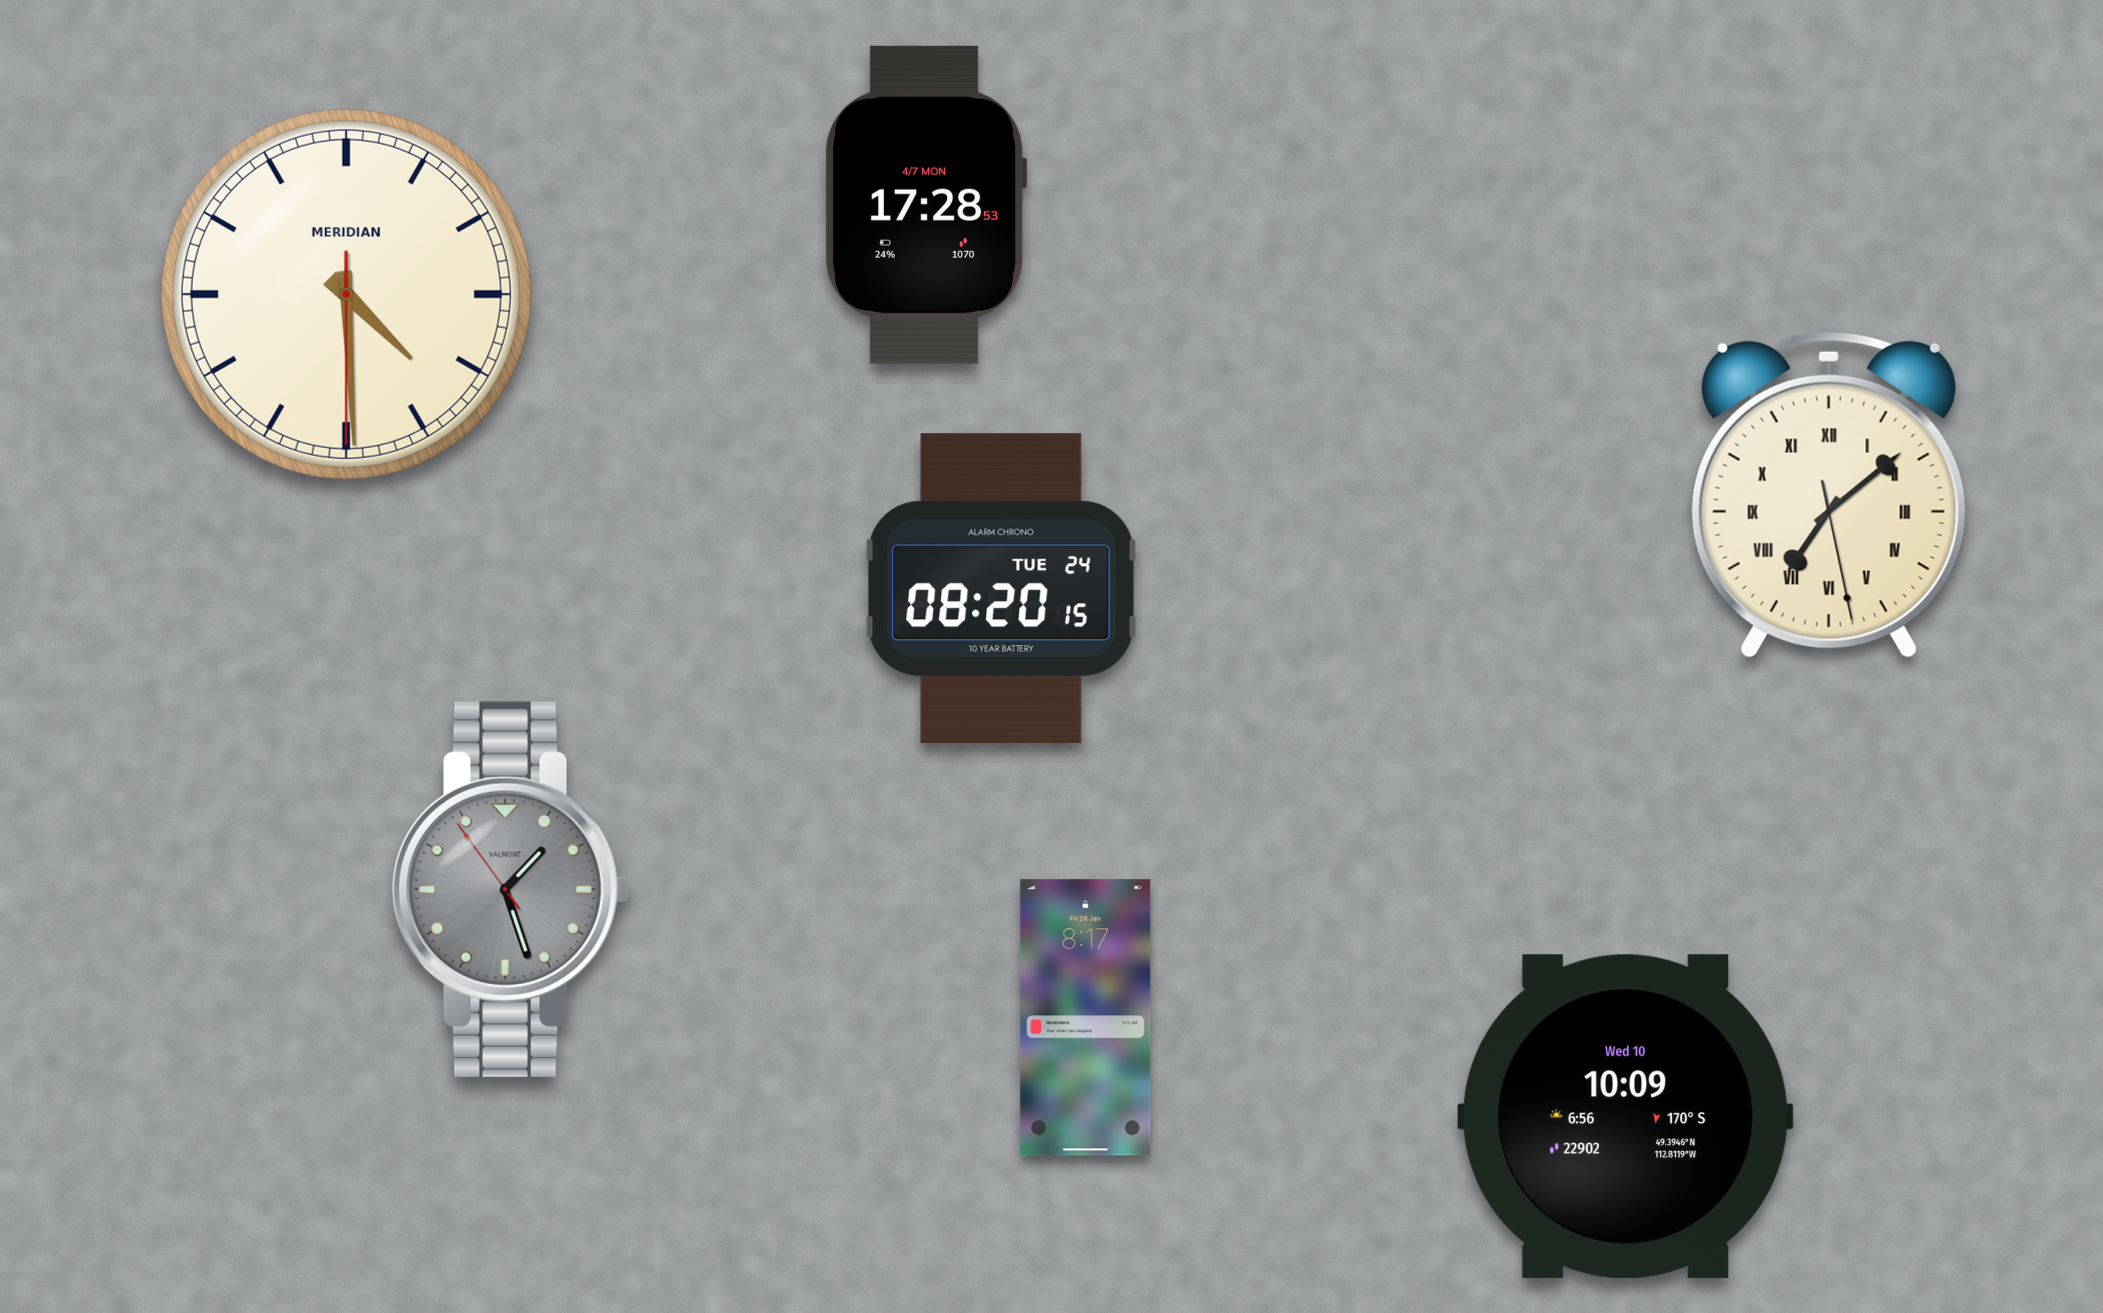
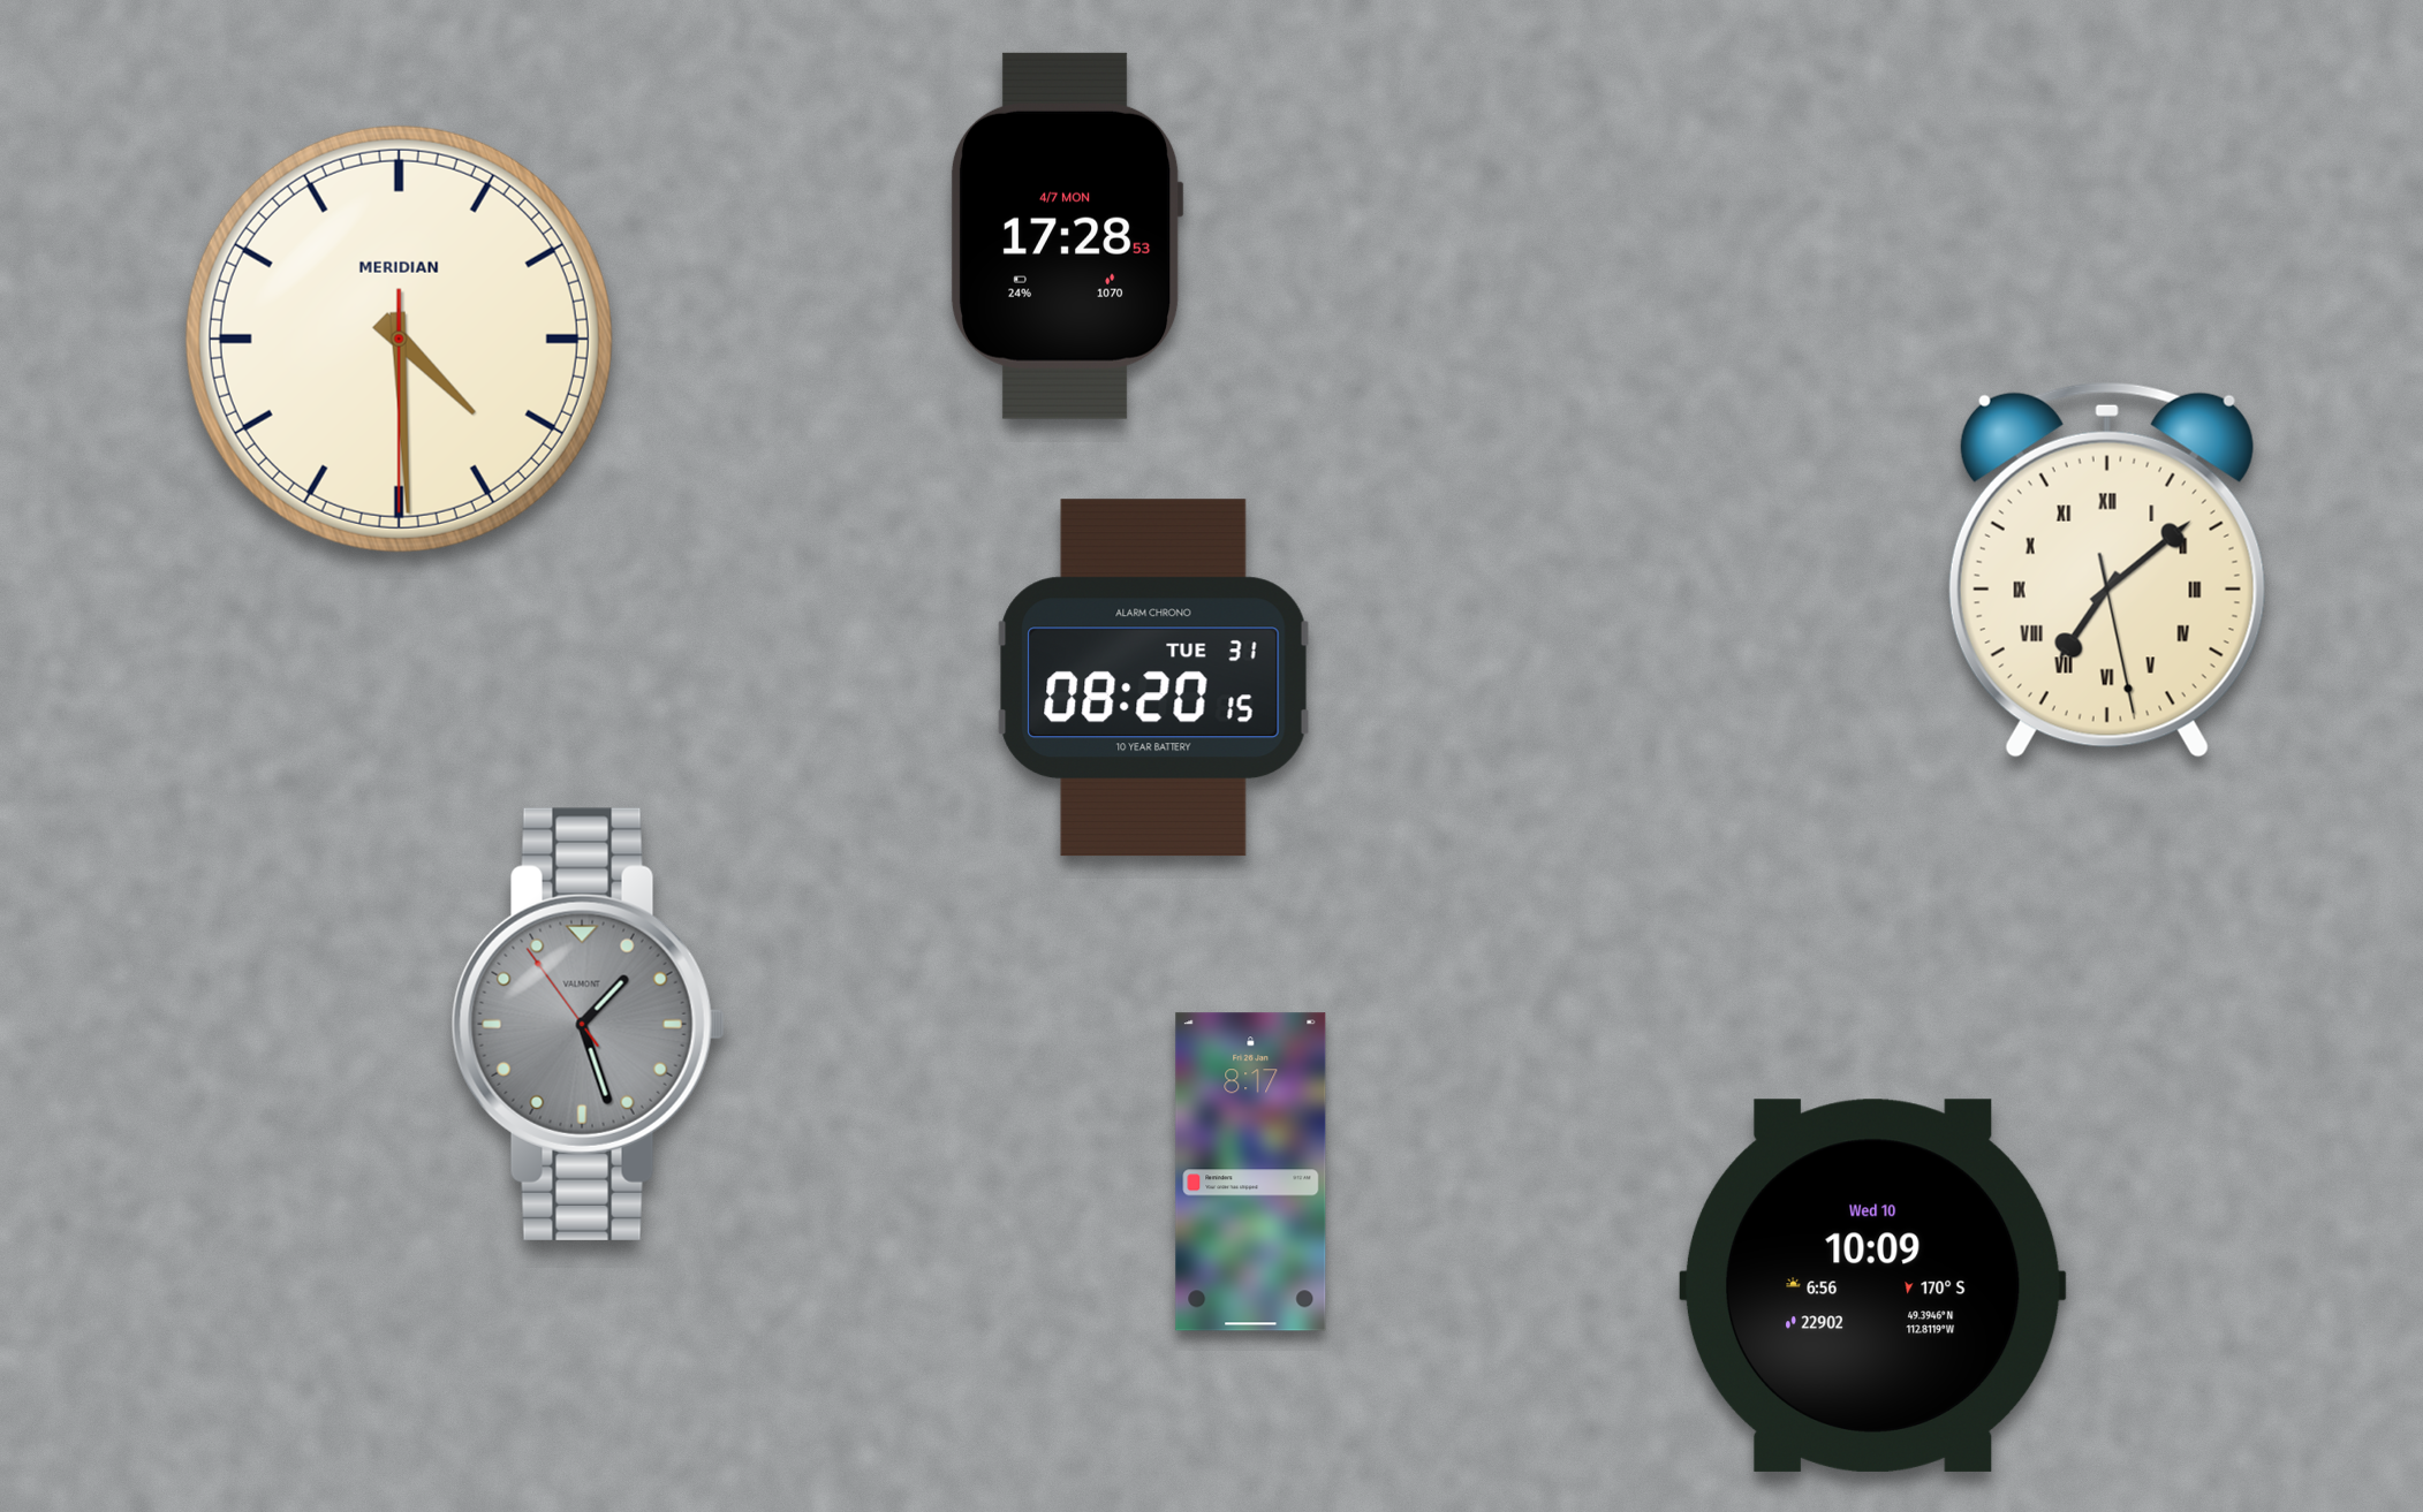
clock at (1002, 589) date: TUE 24 -> TUE 31
